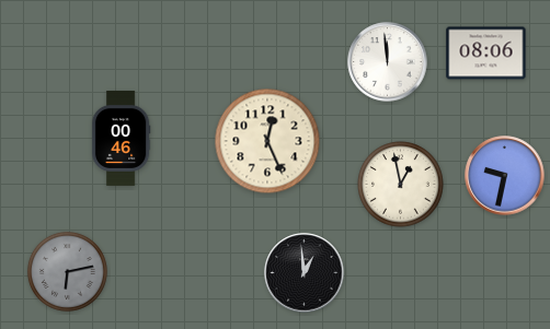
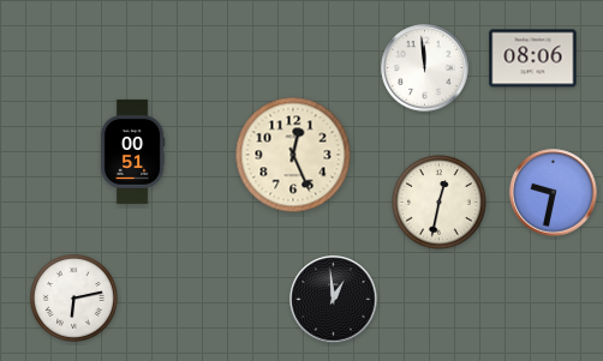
clock at (121, 138): 00:46 -> 00:51
clock at (401, 185): 12:58 -> 12:32
clock at (67, 271) dial: grey -> white
